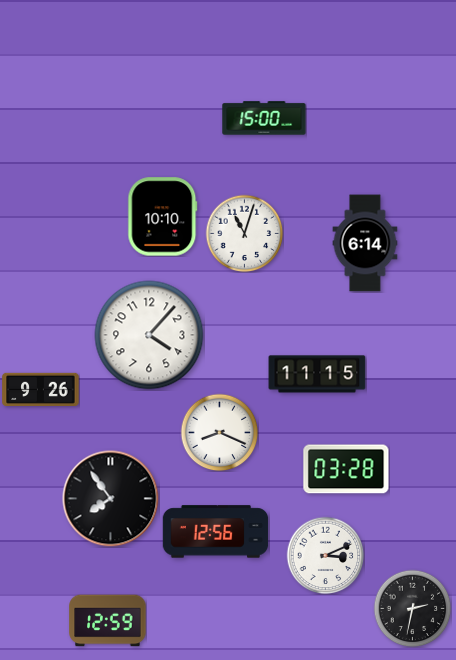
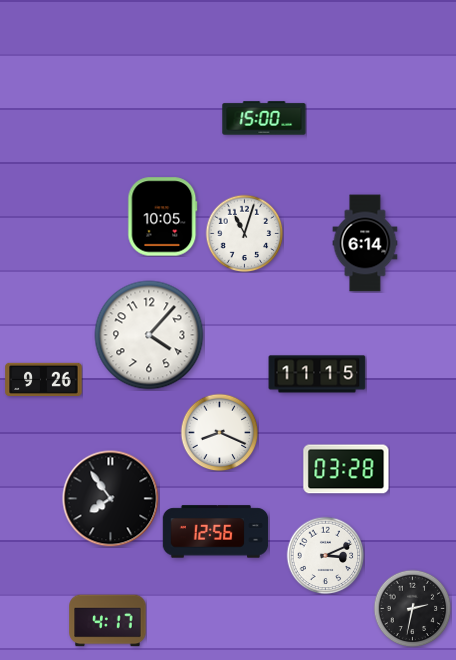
clock at (163, 217): 10:10 -> 10:05
clock at (41, 389) position: (41, 389) -> (44, 379)
clock at (108, 621): 12:59 -> 4:17
